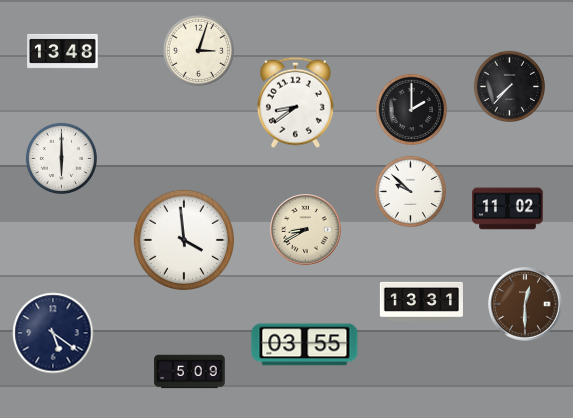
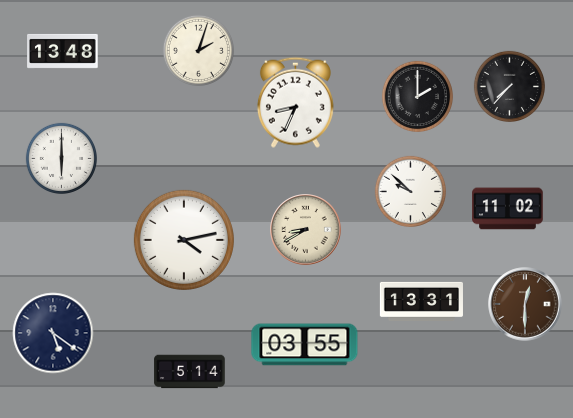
clock at (198, 50): 3:03 -> 2:03
clock at (295, 102): 8:39 -> 8:34
clock at (411, 109) position: (411, 109) -> (417, 96)
clock at (184, 240): 3:59 -> 4:13
clock at (190, 372): 5:09 -> 5:14
